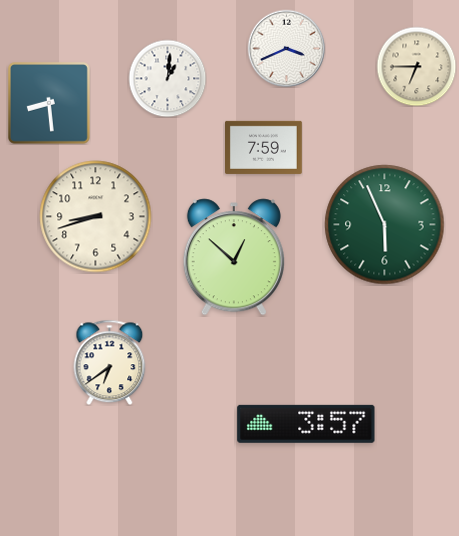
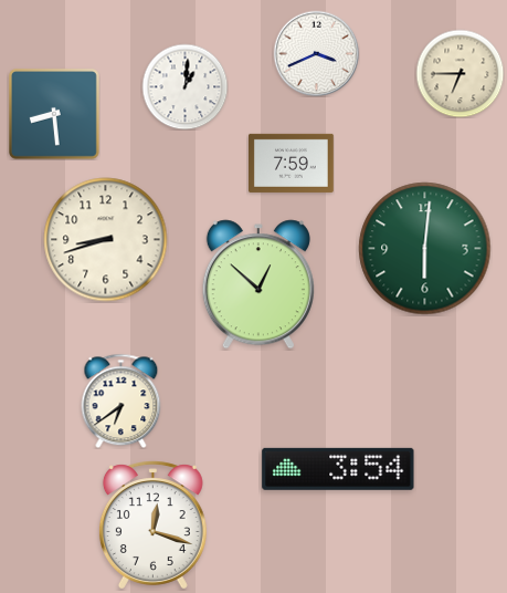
clock at (385, 225): 5:56 -> 6:01
clock at (306, 424): 3:57 -> 3:54
clock at (152, 526): none -> 12:18
